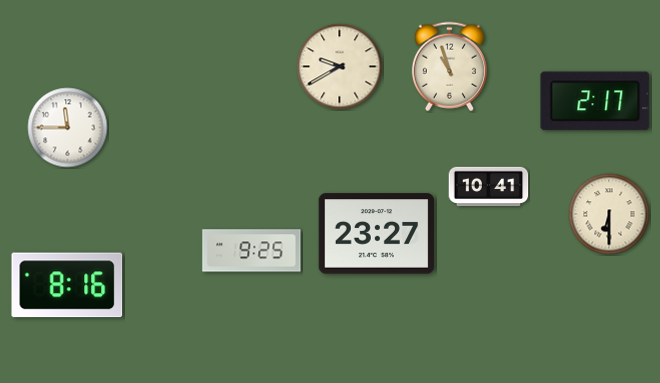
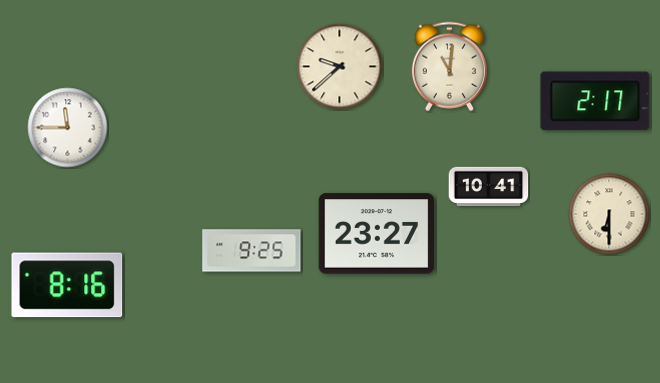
clock at (340, 67): 9:40 -> 9:38
clock at (449, 67): 10:57 -> 11:01
